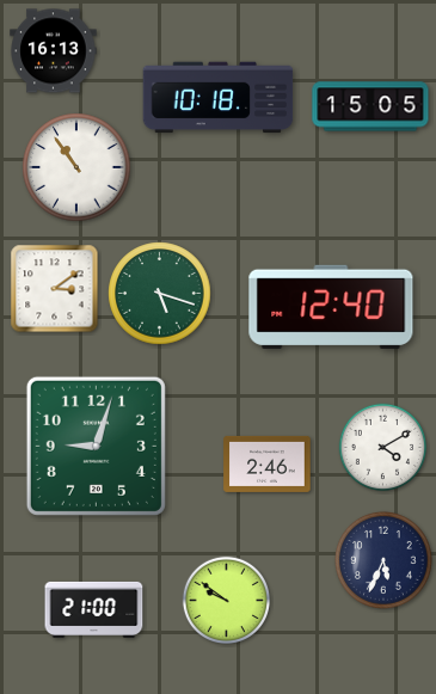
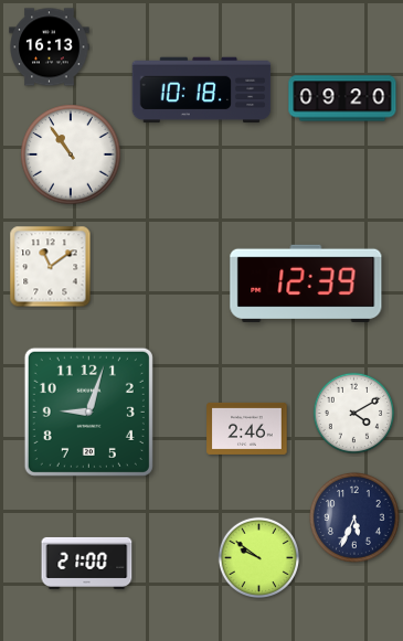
clock at (370, 106): 15:05 -> 09:20
clock at (55, 289): 3:09 -> 11:09
clock at (160, 294): 5:18 -> none
clock at (331, 307): 12:40 -> 12:39
clock at (226, 600) position: (226, 600) -> (258, 557)
